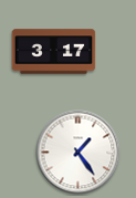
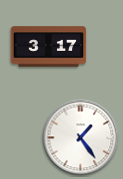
clock at (79, 153) position: (79, 153) -> (81, 138)
